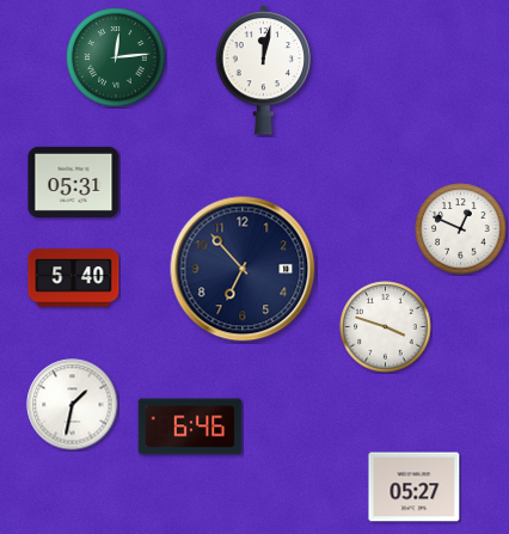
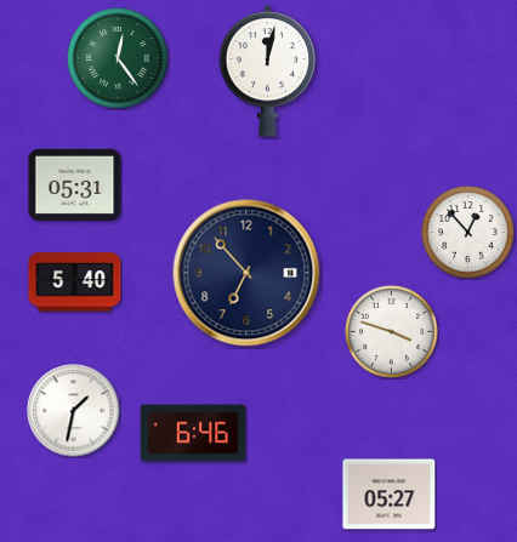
clock at (116, 57): 12:14 -> 12:24
clock at (461, 229): 12:49 -> 12:53
clock at (415, 487) position: (415, 487) -> (390, 495)
